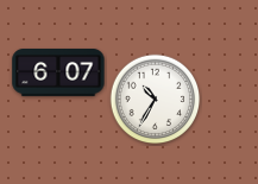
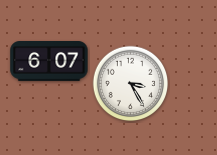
clock at (156, 100): 10:35 -> 3:25
